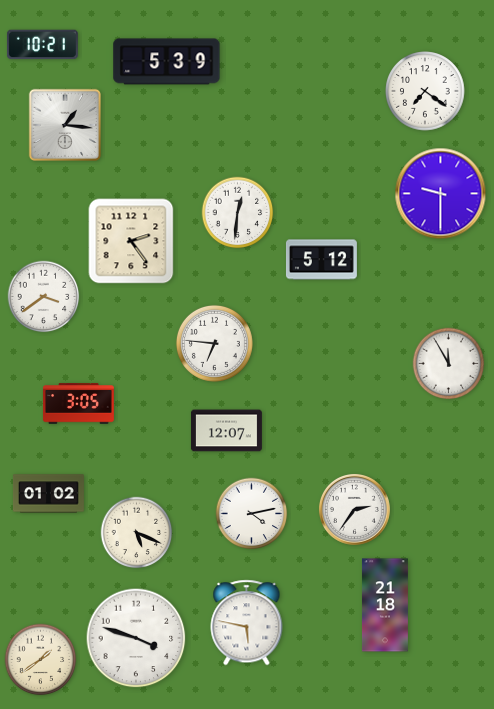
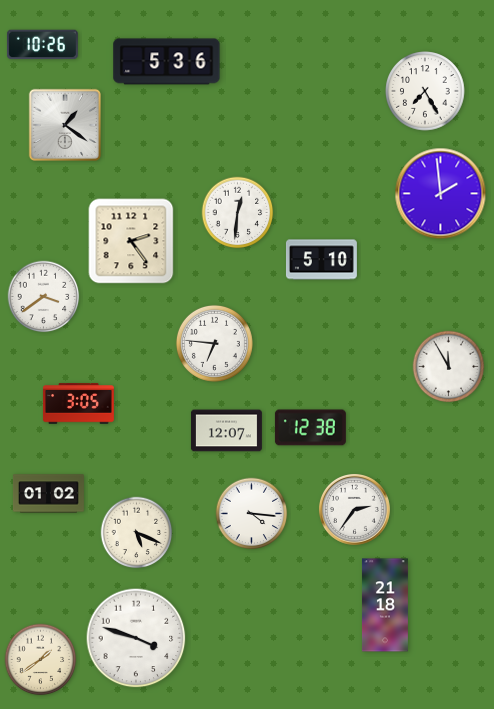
clock at (42, 45): 10:21 -> 10:26
clock at (167, 62): 5:39 -> 5:36
clock at (425, 91): 7:21 -> 7:25
clock at (64, 124): 1:16 -> 1:21
clock at (441, 194): 9:30 -> 1:59
clock at (321, 260): 5:12 -> 5:10
clock at (449, 364) position: (449, 364) -> (449, 367)
clock at (310, 428): none -> 12:38
clock at (252, 514): 4:13 -> 4:16
clock at (247, 623): 5:47 -> none
